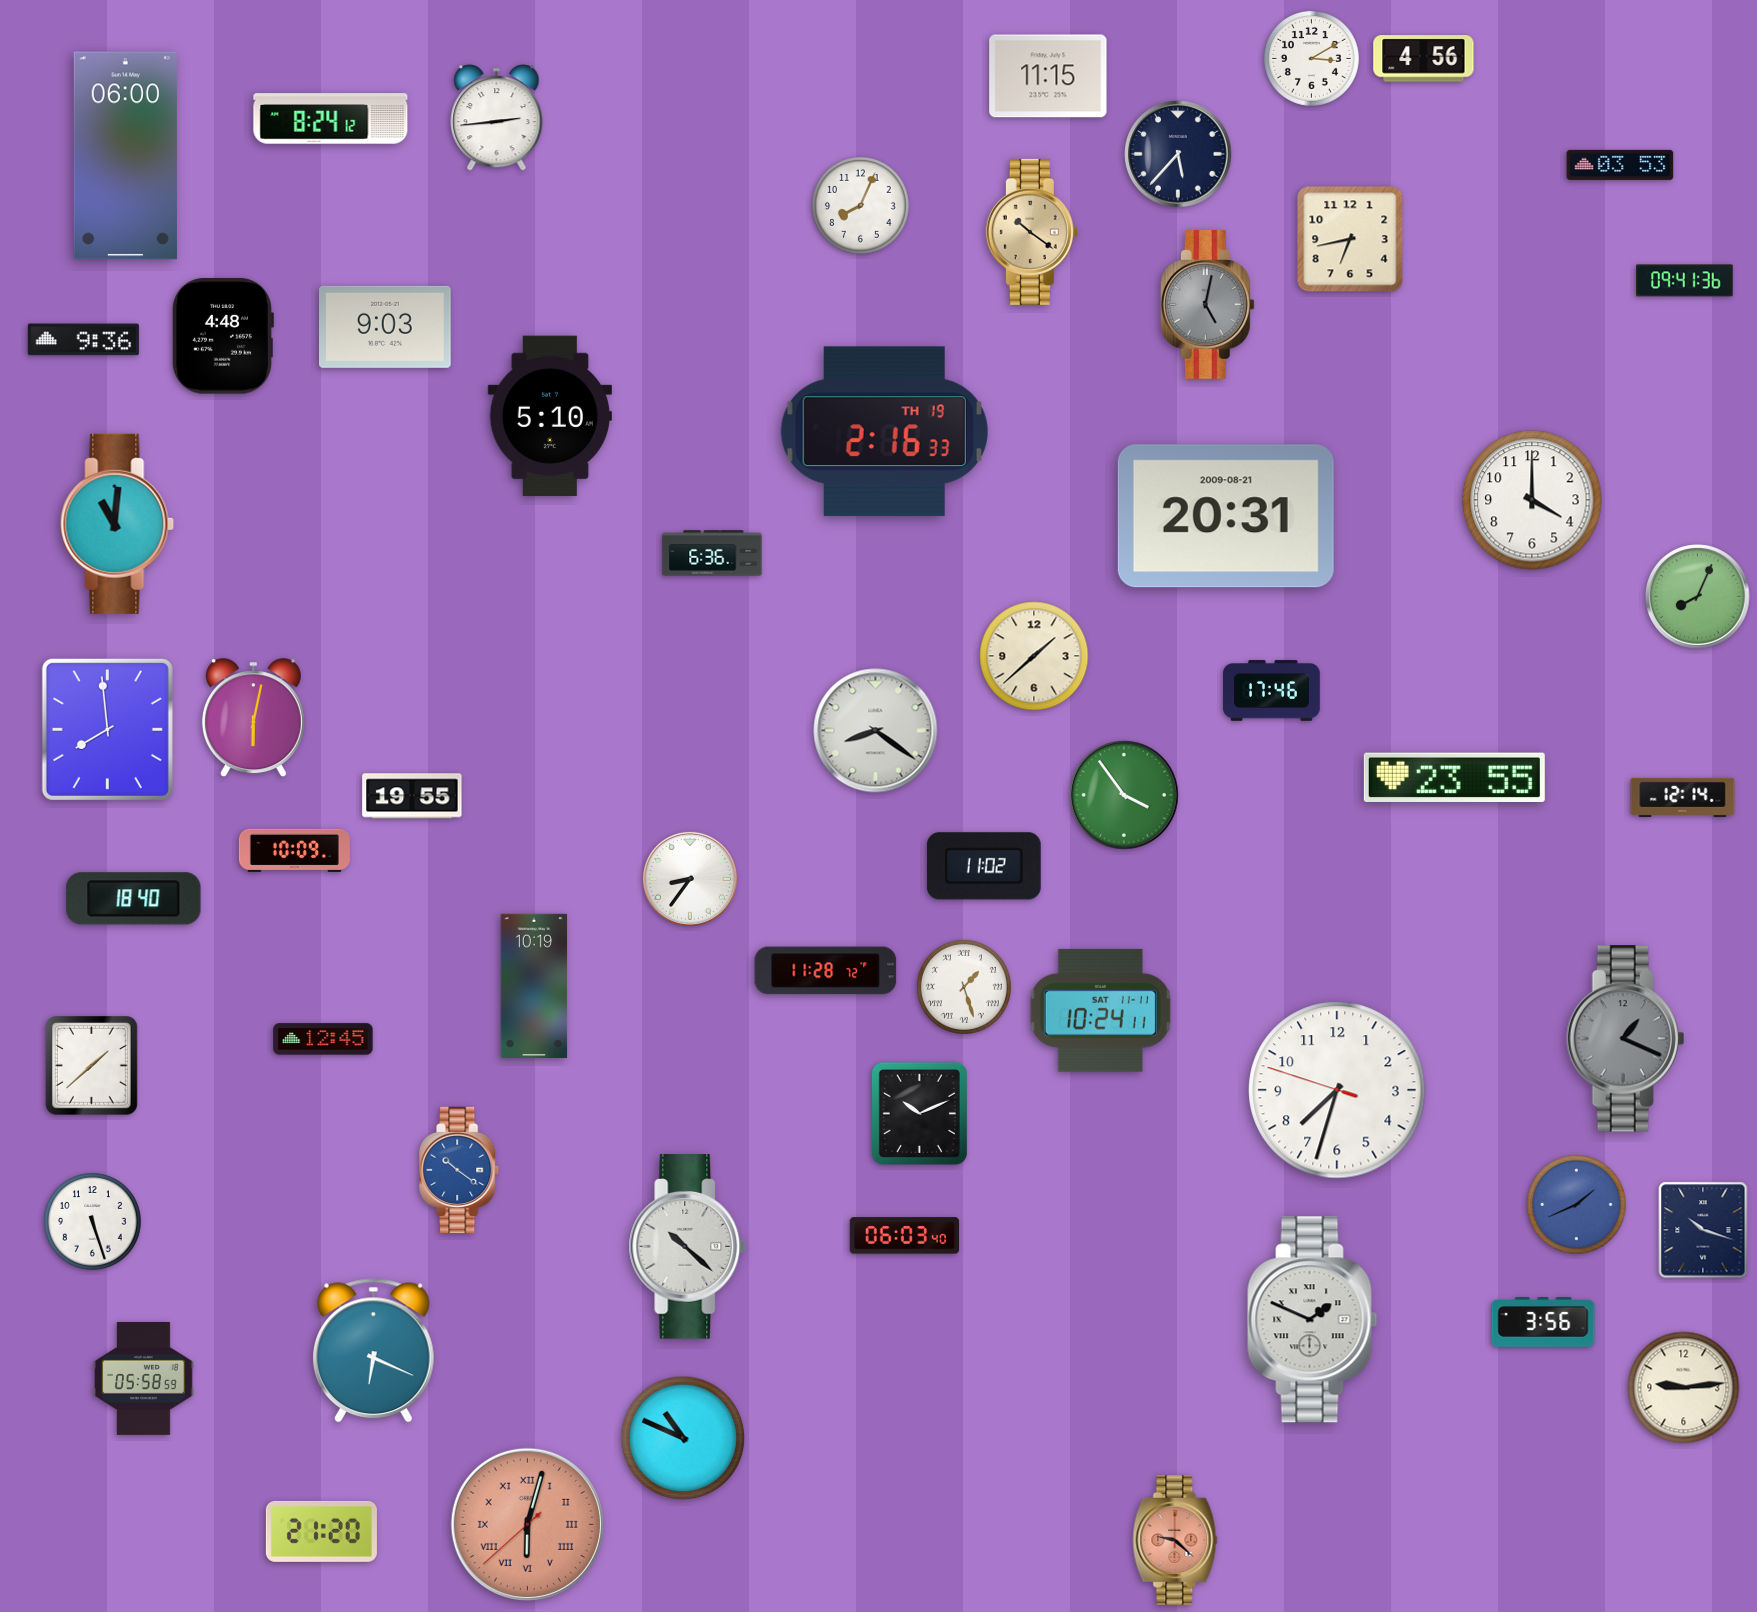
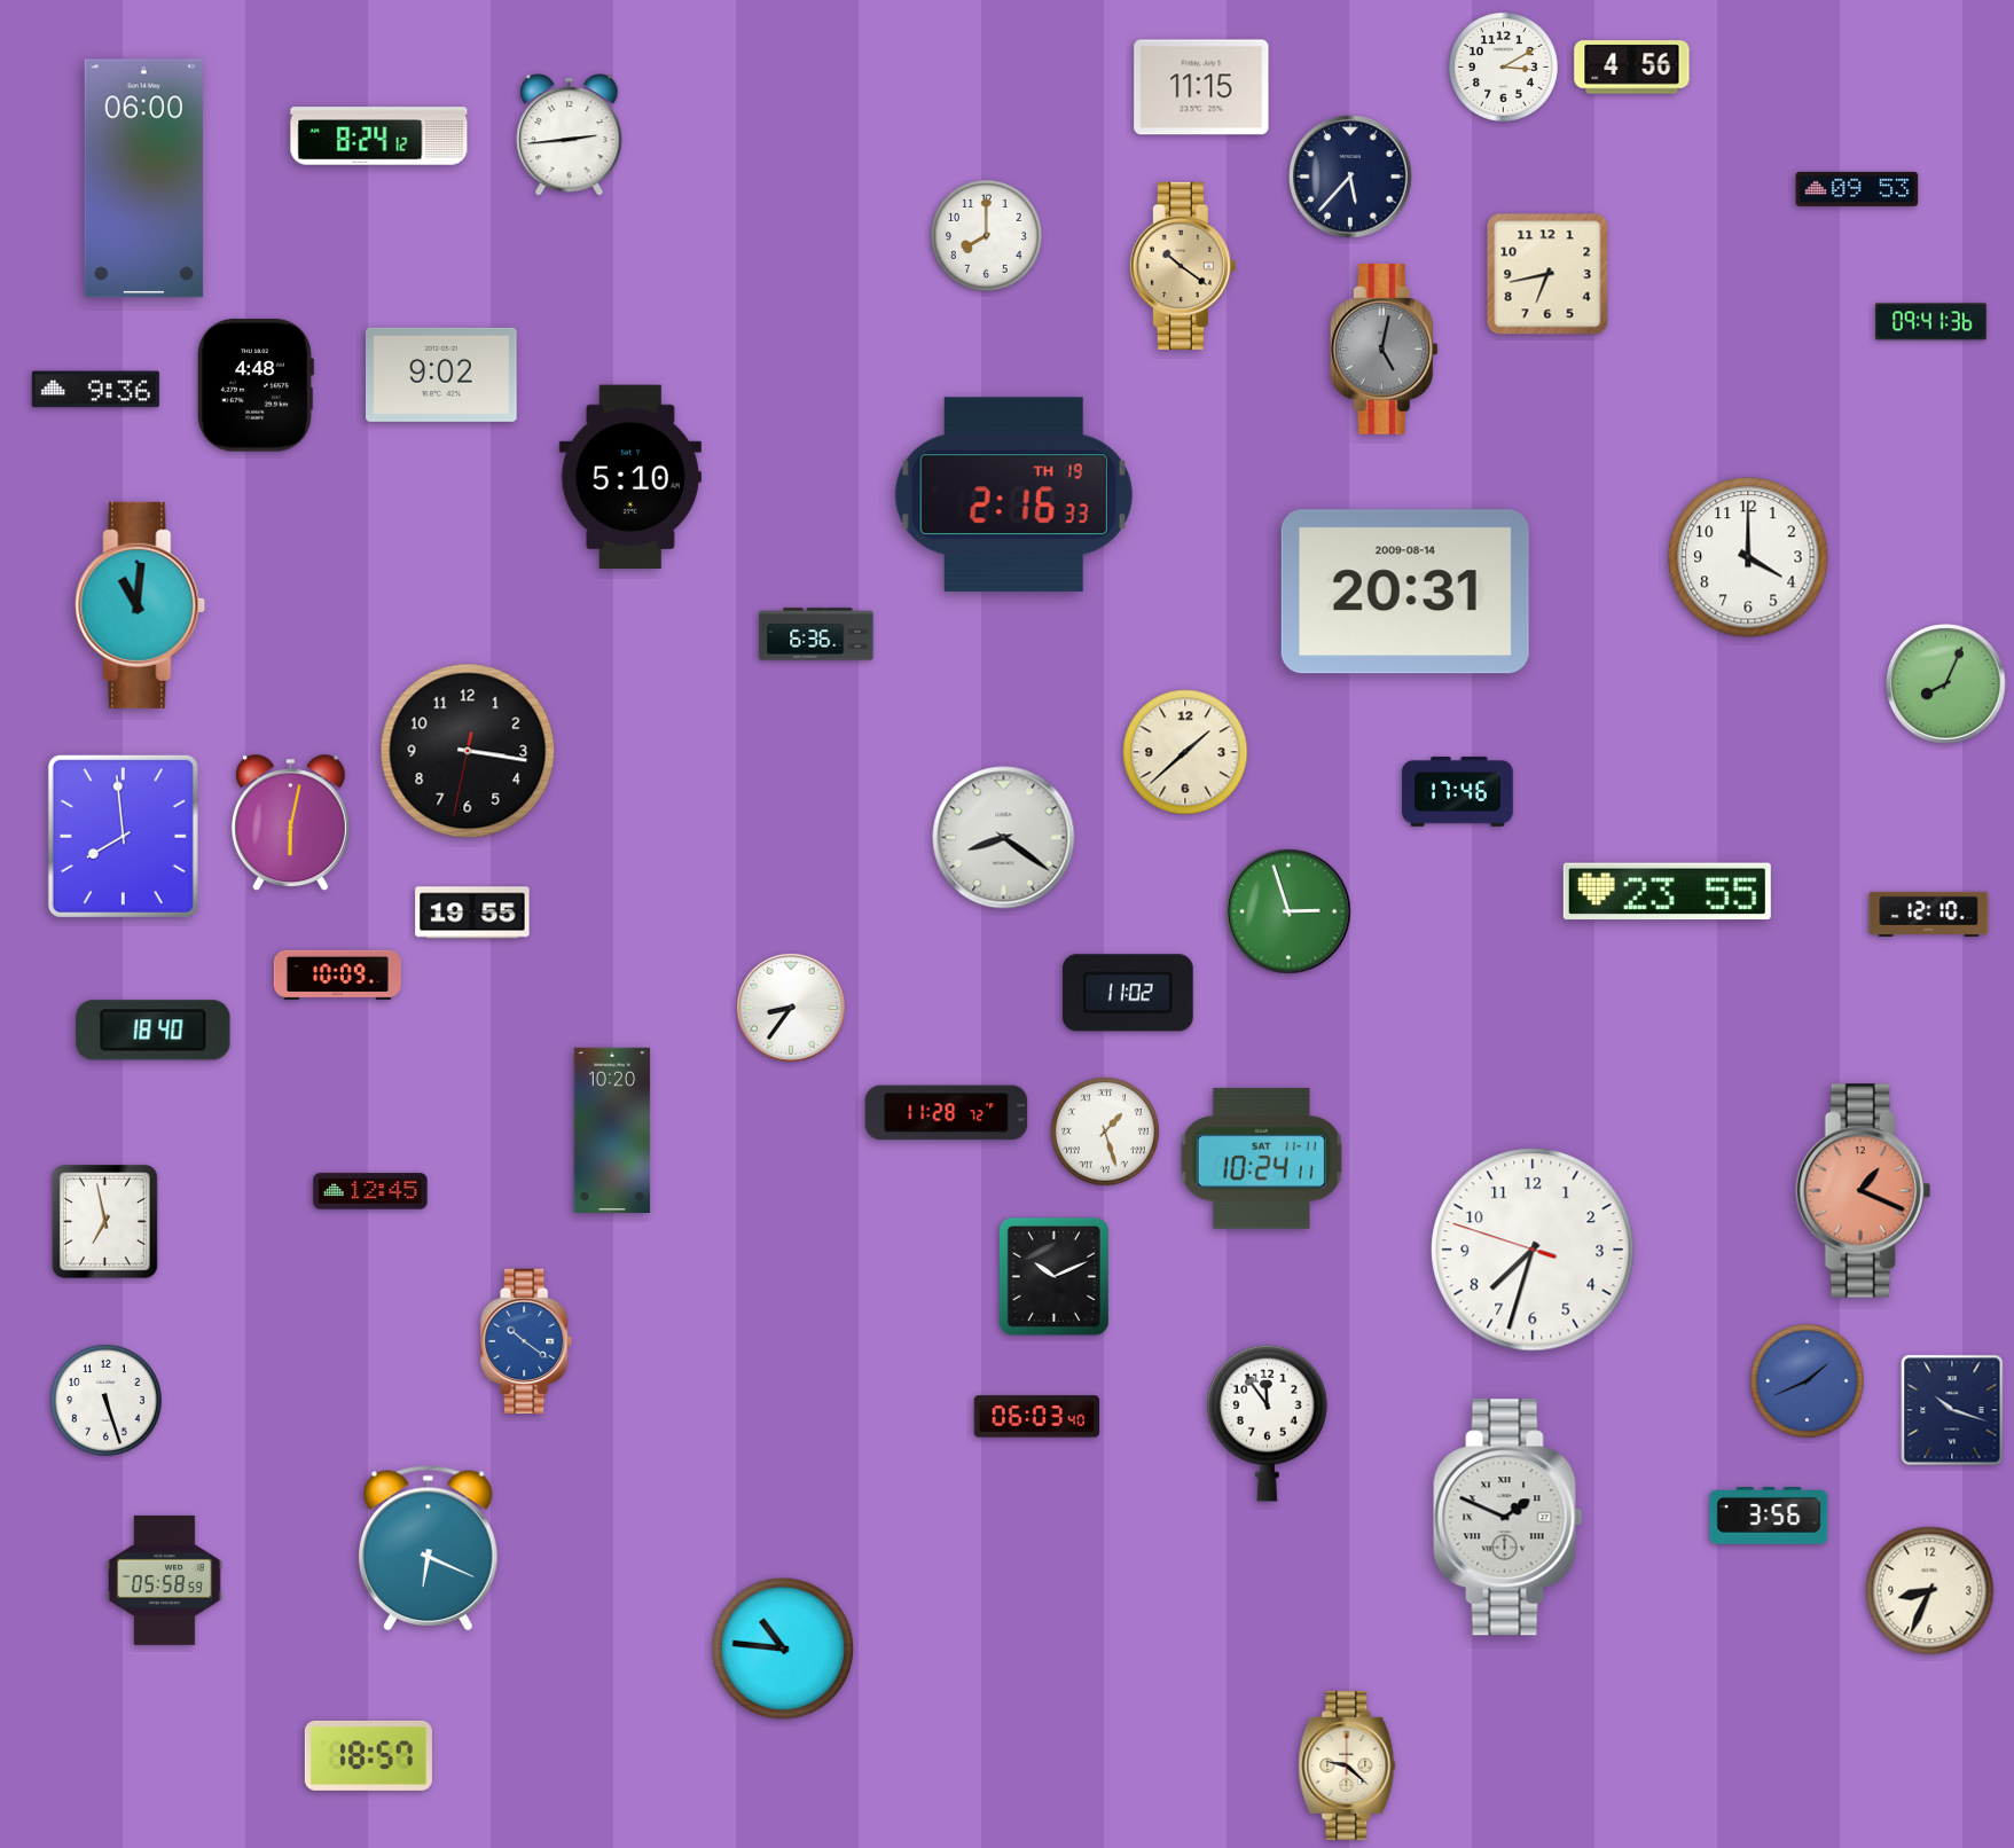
clock at (1620, 165): 03:53 -> 09:53
clock at (861, 206): 8:04 -> 8:00
clock at (386, 327): 9:03 -> 9:02
clock at (1532, 500) position: (1532, 500) -> (1748, 557)
clock at (1226, 516) date: 2009-08-21 -> 2009-08-14
clock at (117, 524) position: (117, 524) -> (140, 605)
clock at (468, 751): none -> 3:16
clock at (1124, 795): 3:54 -> 2:57
clock at (1683, 797): 12:14 -> 12:10
clock at (534, 985): 10:19 -> 10:20
clock at (1626, 1039) dial: grey -> salmon
clock at (92, 1066): 1:38 -> 6:58
clock at (1268, 1423): none -> 11:54
clock at (688, 1247): 10:22 -> none
clock at (1313, 1320) position: (1313, 1320) -> (1508, 1518)
clock at (1684, 1388): 9:14 -> 8:34
clock at (683, 1438): 10:49 -> 10:46
clock at (527, 1524): 6:02 -> none
clock at (321, 1531): 21:20 -> 18:57
clock at (1175, 1540) dial: salmon -> cream
